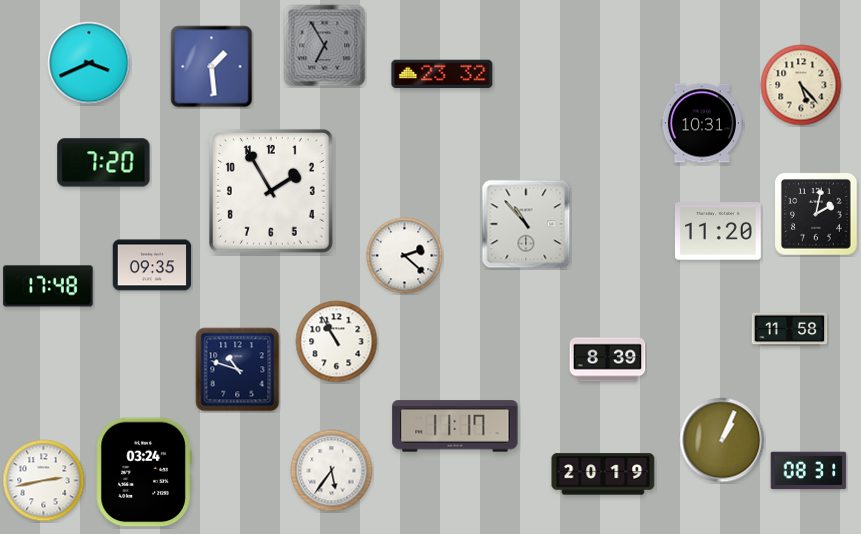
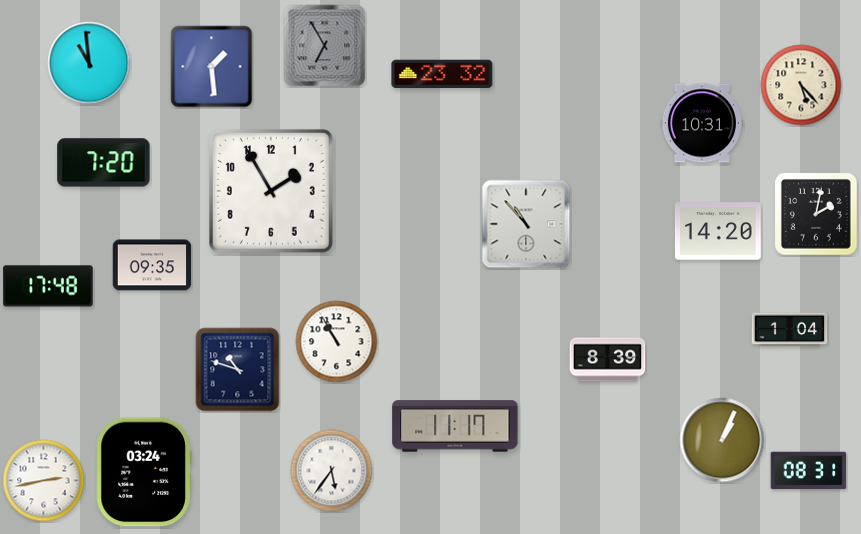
clock at (89, 63): 3:41 -> 10:59
clock at (718, 231): 11:20 -> 14:20
clock at (405, 256): 2:22 -> none
clock at (790, 330): 11:58 -> 1:04
clock at (603, 474): 20:19 -> none
